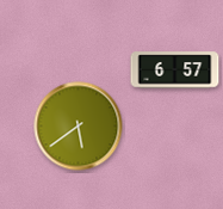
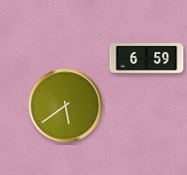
clock at (175, 70): 6:57 -> 6:59
